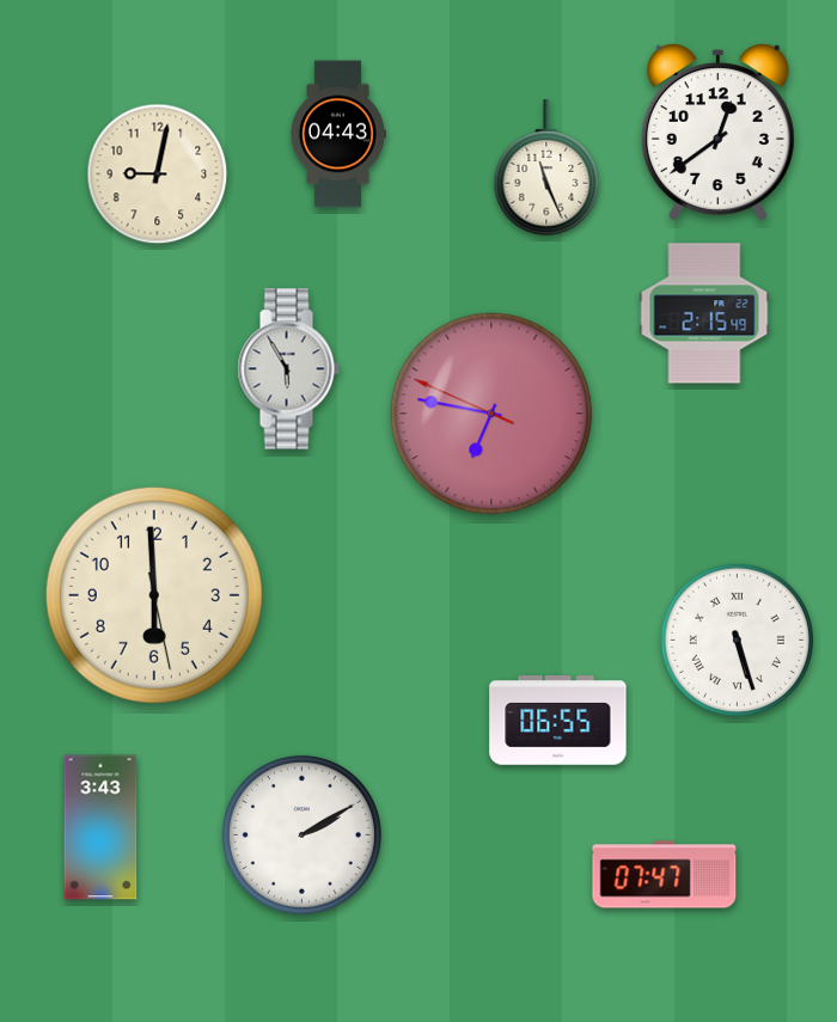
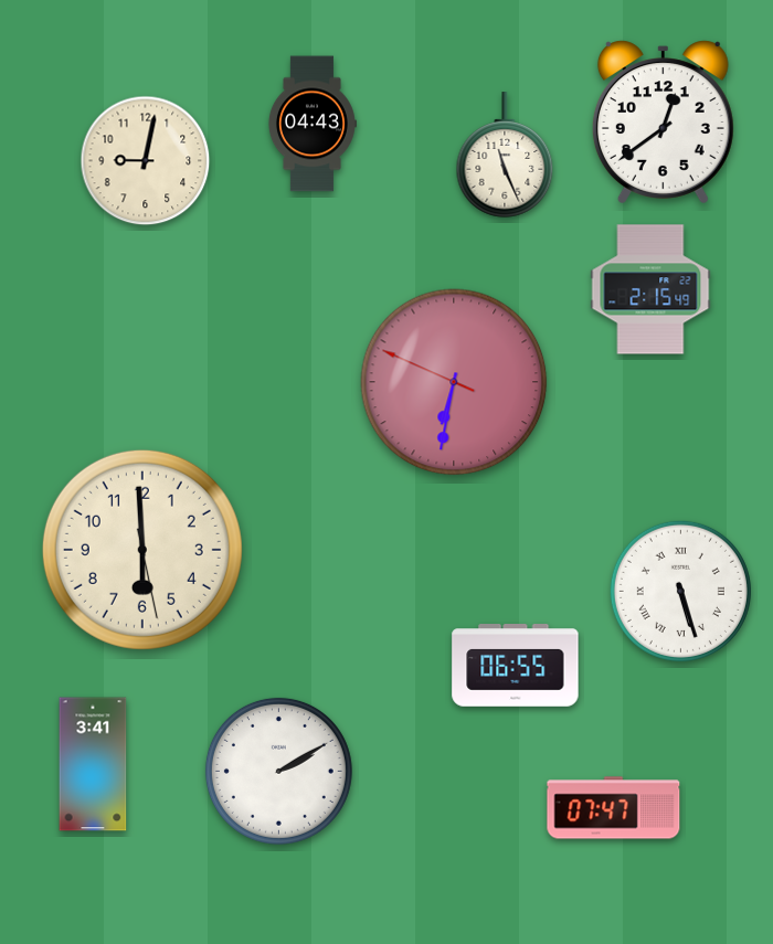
clock at (288, 369): 5:55 -> none
clock at (491, 414): 6:46 -> 6:31
clock at (100, 827): 3:43 -> 3:41
